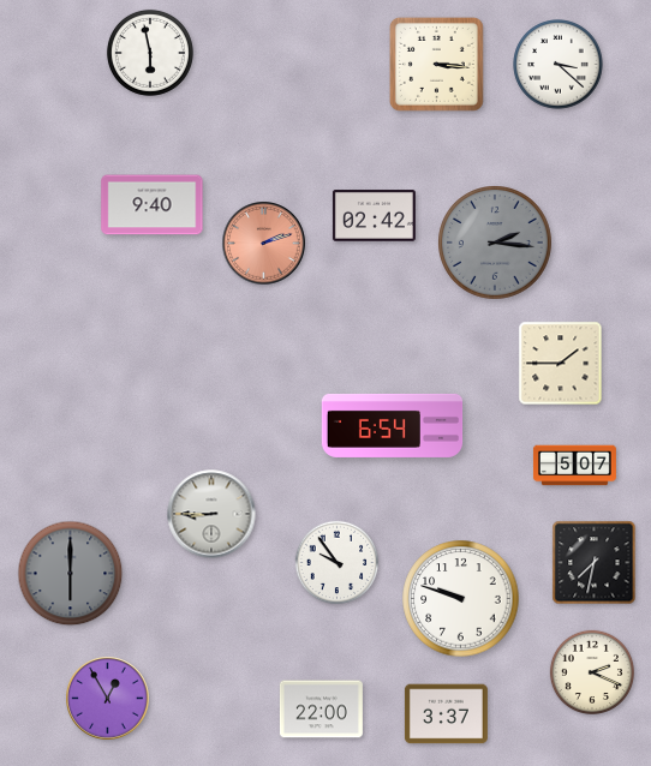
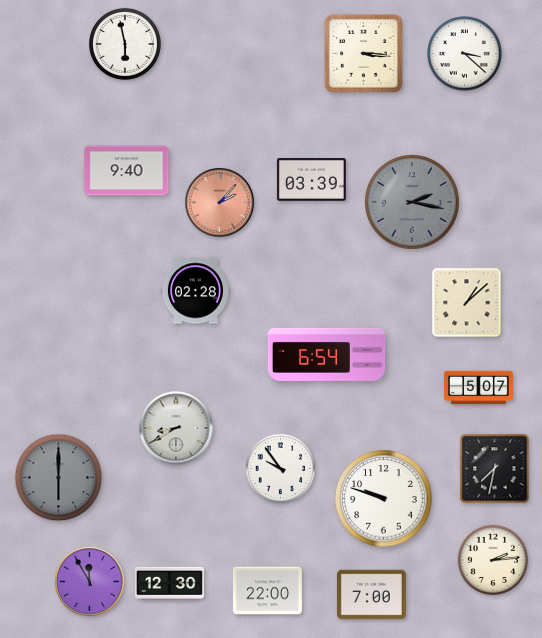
clock at (374, 216): 02:42 -> 03:39
clock at (264, 244): 2:12 -> 2:07
clock at (496, 244): 2:16 -> 2:17
clock at (195, 291): none -> 02:28
clock at (561, 364): 1:45 -> 1:08
clock at (211, 514): 8:45 -> 8:40
clock at (591, 671): 2:19 -> 2:14
clock at (108, 699): 12:55 -> 11:55
clock at (169, 583): none -> 12:30
clock at (446, 714): 3:37 -> 7:00
